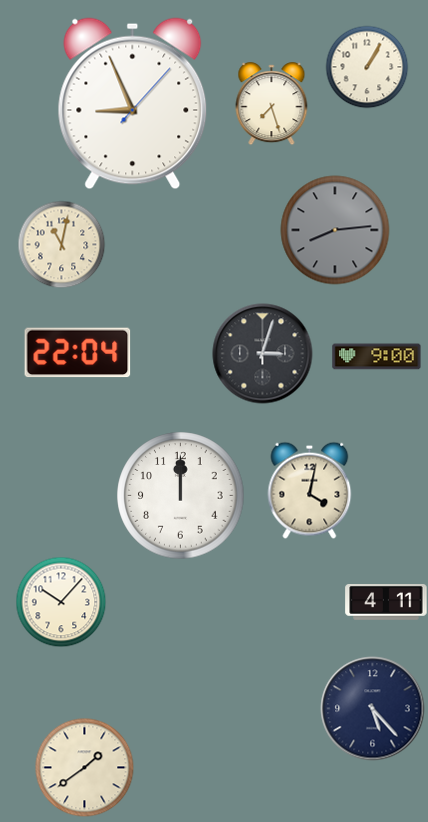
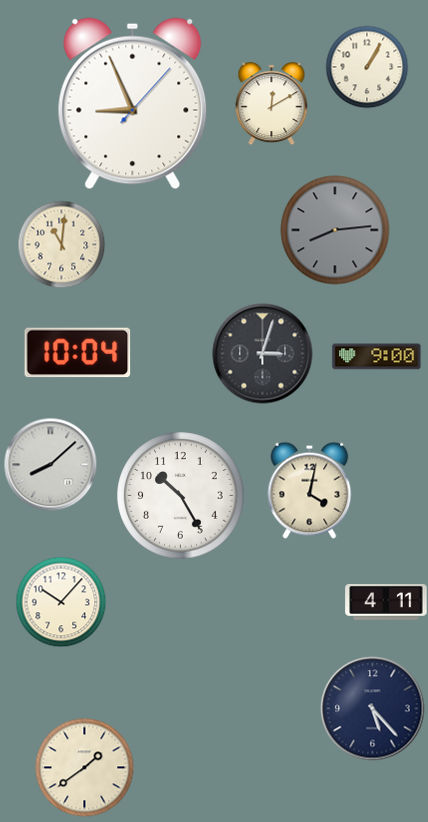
clock at (272, 104): 7:27 -> 12:10
clock at (61, 244): 11:02 -> 11:01
clock at (78, 353): 22:04 -> 10:04
clock at (50, 464): none -> 8:08
clock at (181, 496): 12:00 -> 10:25
